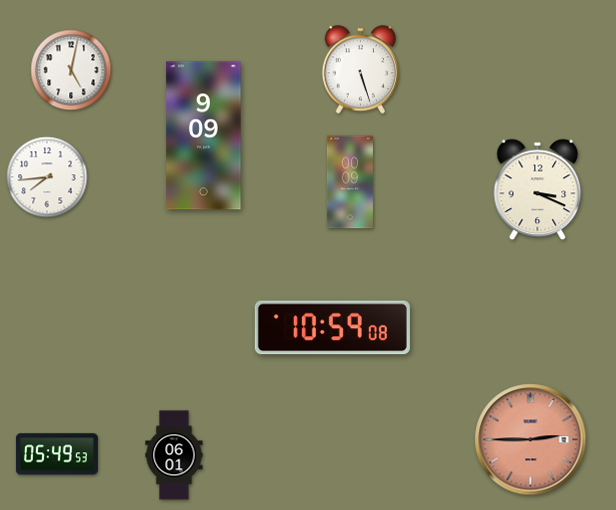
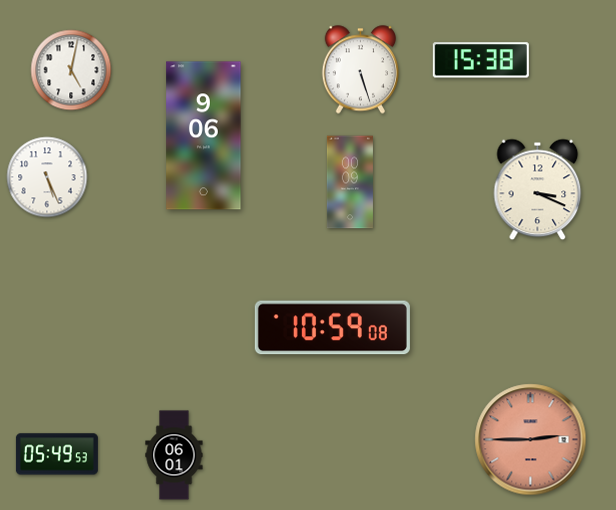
clock at (481, 60): none -> 15:38
clock at (204, 136): 9:09 -> 9:06
clock at (47, 177): 7:44 -> 5:26
